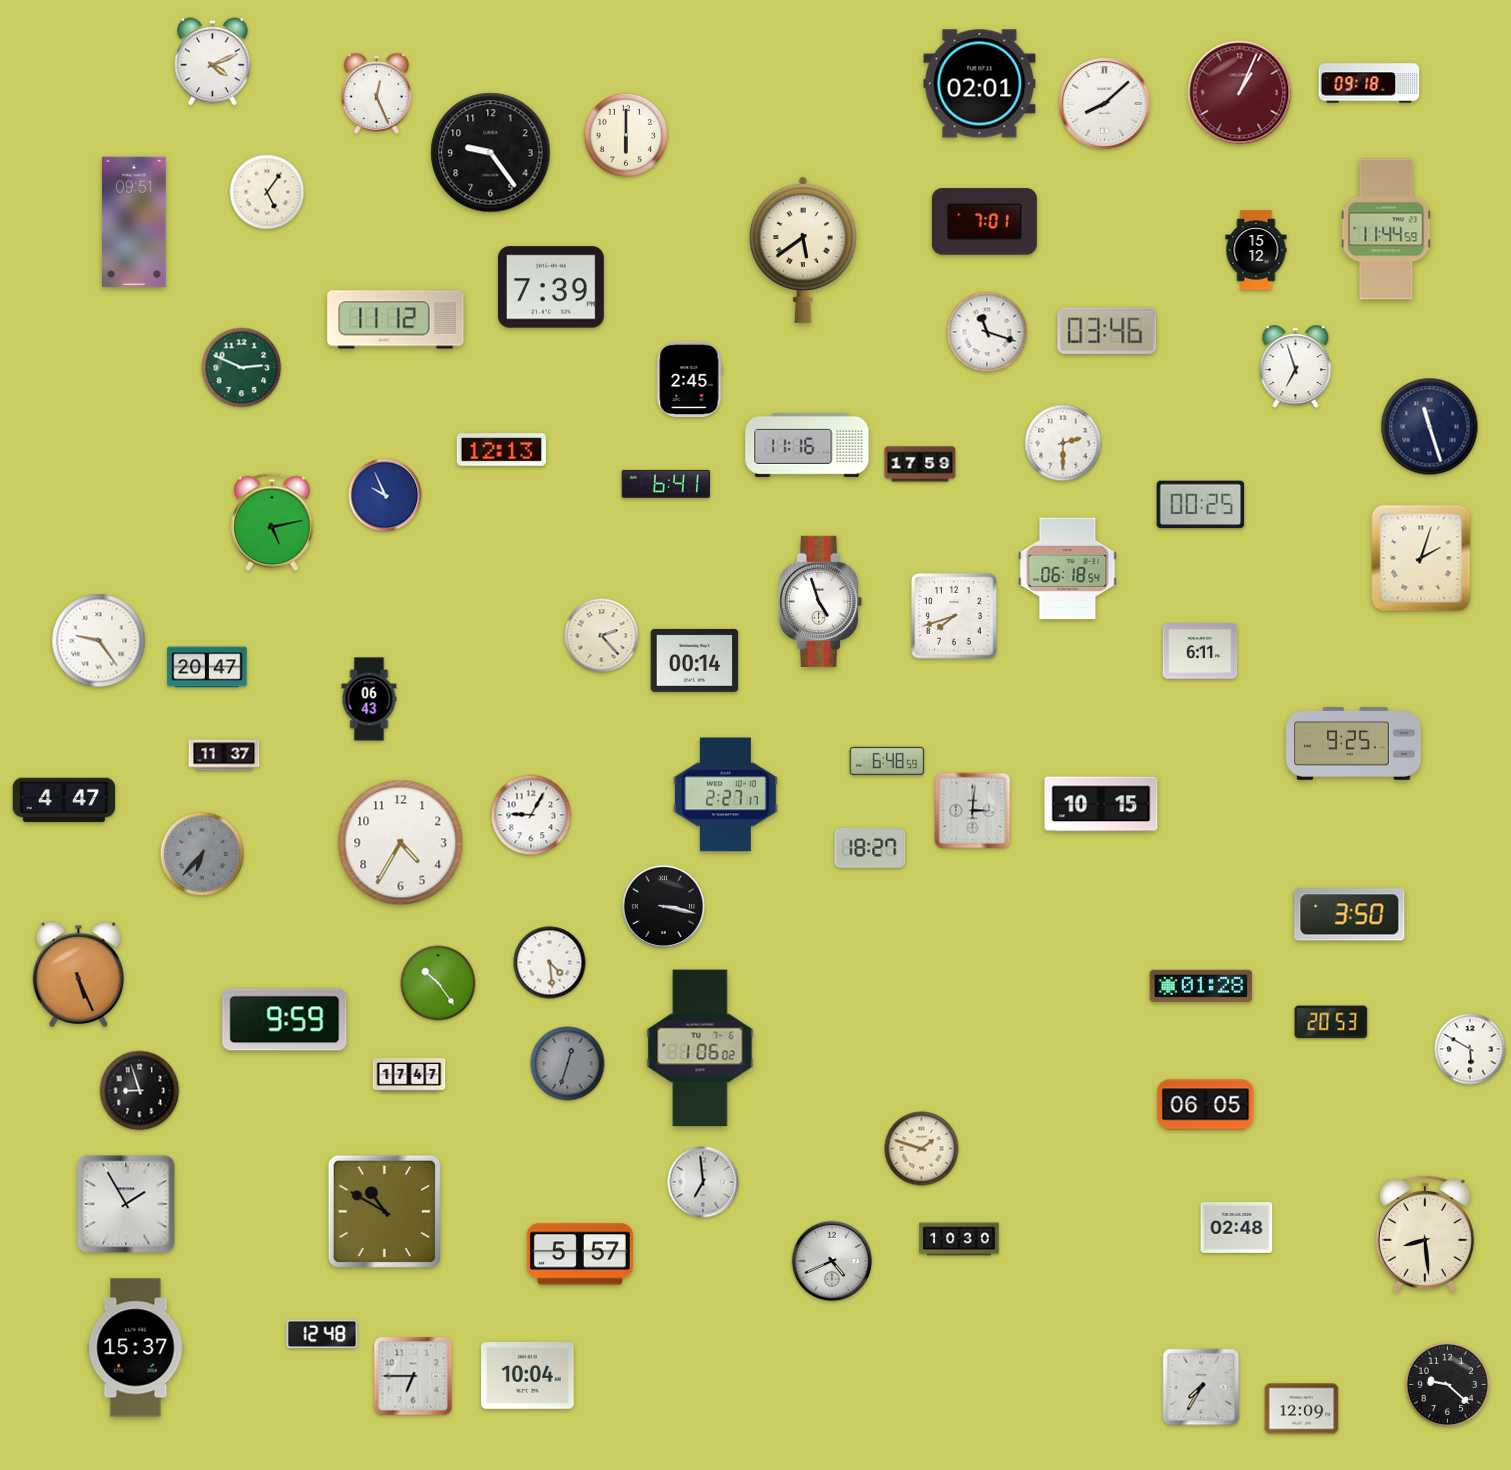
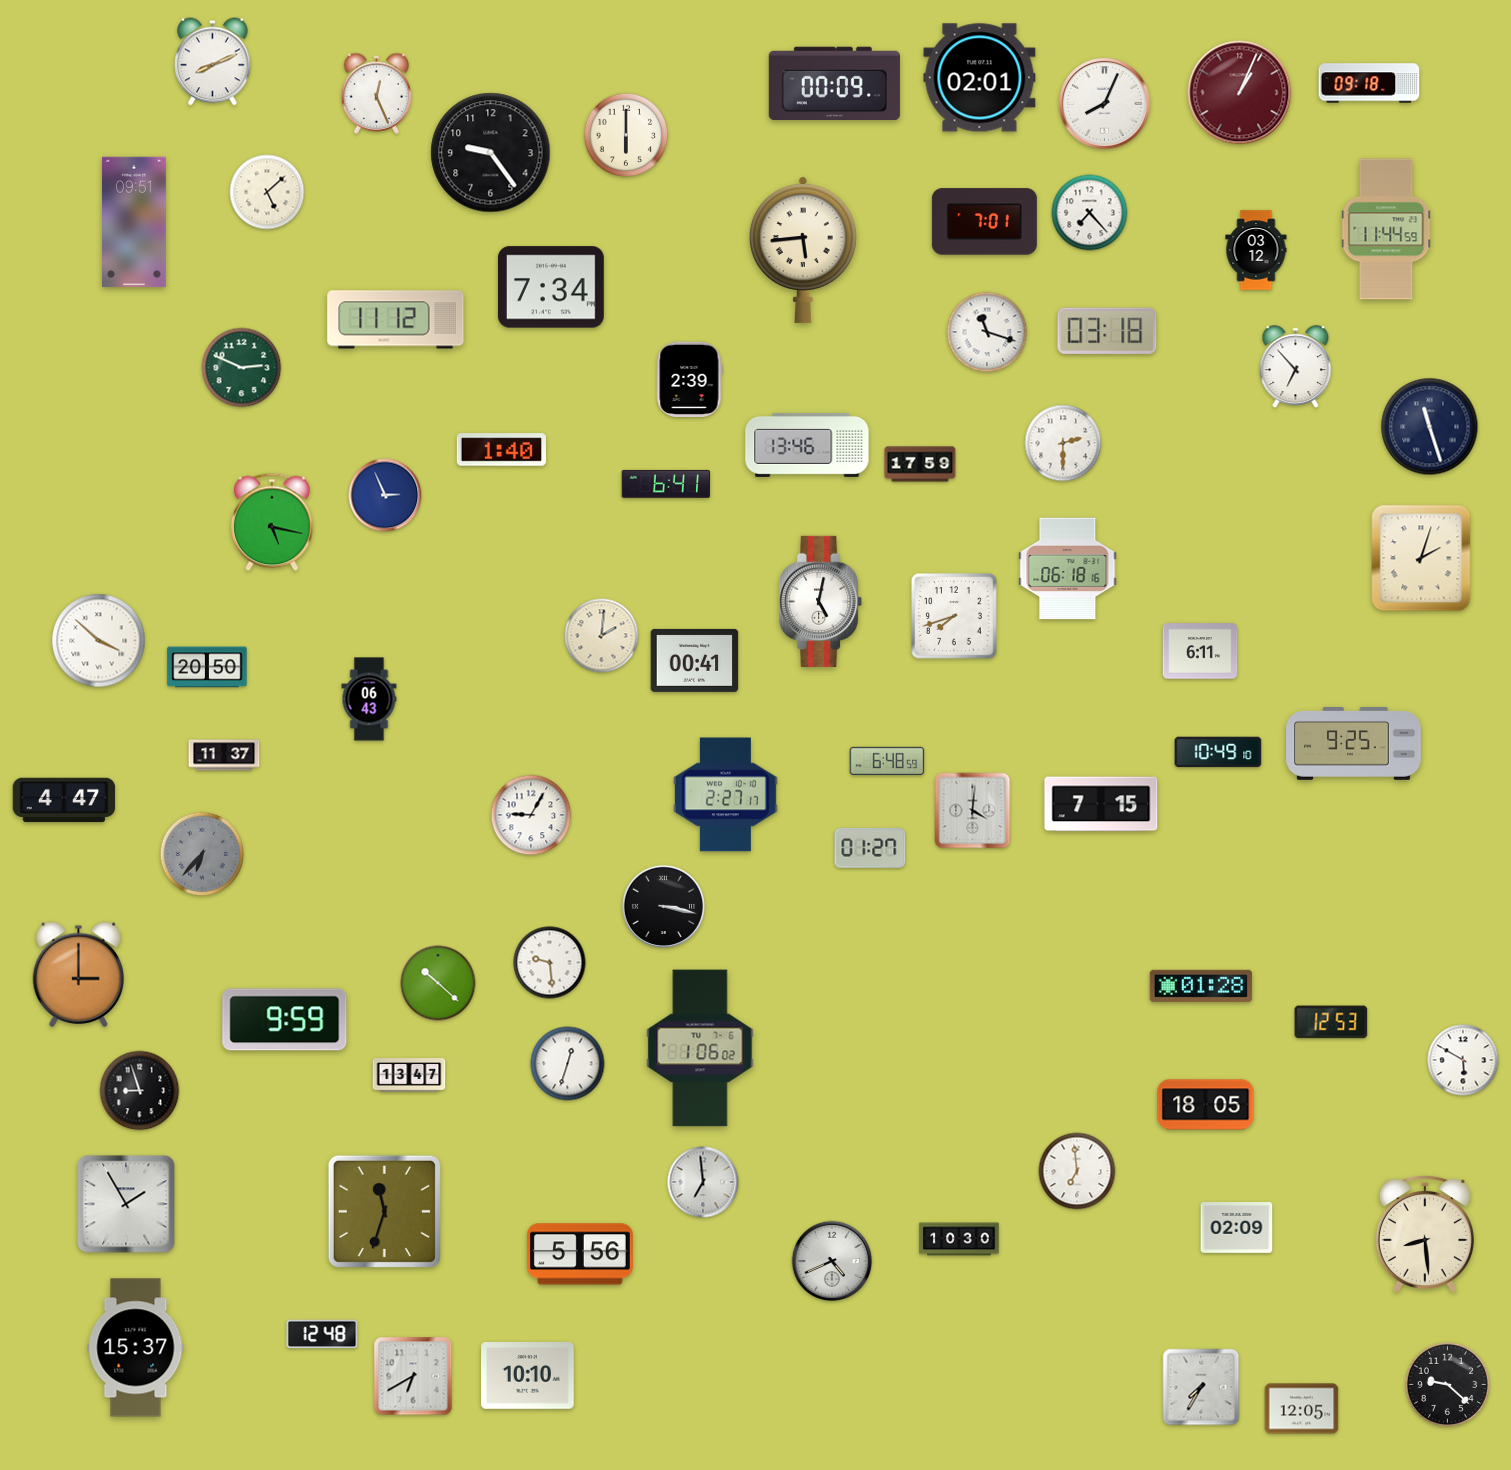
clock at (213, 62): 4:11 -> 8:11
clock at (834, 83): none -> 00:09
clock at (980, 84) position: (980, 84) -> (980, 78)
clock at (1105, 104): 8:08 -> 8:04
clock at (267, 192): 5:06 -> 5:08
clock at (1090, 213): none -> 7:23
clock at (803, 250): 5:39 -> 5:44
clock at (1256, 250): 15:12 -> 03:12
clock at (551, 287): 7:39 -> 7:34
clock at (1107, 331): 03:46 -> 03:18
clock at (1296, 367): 6:57 -> 6:53
clock at (689, 379): 2:45 -> 2:39
clock at (807, 445): 11:16 -> 13:46
clock at (501, 450): 12:13 -> 1:40
clock at (385, 495): 9:56 -> 2:56
clock at (1201, 505): 00:25 -> none
clock at (273, 522): 5:13 -> 5:17
clock at (1068, 569): 06:18:54 -> 06:18:16
clock at (821, 601): 4:57 -> 5:02
clock at (602, 636): 2:23 -> 2:01
clock at (99, 641): 9:24 -> 3:52
clock at (695, 660): 00:14 -> 00:41
clock at (207, 667): 20:47 -> 20:50
clock at (1218, 752): none -> 10:49
clock at (1101, 804): 10:15 -> 7:15
clock at (973, 811): 3:01 -> 4:01
clock at (401, 843): 4:35 -> none
clock at (870, 848): 18:27 -> 01:27
clock at (1350, 915): 3:50 -> none
clock at (550, 963): 4:29 -> 9:29
clock at (78, 974): 5:26 -> 3:00
clock at (438, 983): 10:24 -> 10:22
clock at (1331, 1022): 20:53 -> 12:53
clock at (1470, 1049) position: (1470, 1049) -> (1463, 1060)
clock at (568, 1064) dial: grey -> white
clock at (409, 1075): 17:47 -> 13:47
clock at (1206, 1105): 06:05 -> 18:05
clock at (922, 1149): 1:48 -> none
clock at (1077, 1171): none -> 6:59
clock at (384, 1211): 10:50 -> 11:33
clock at (1237, 1228): 02:48 -> 02:09
clock at (580, 1254): 5:57 -> 5:56
clock at (413, 1376): 6:45 -> 6:40
clock at (528, 1376): 10:04 -> 10:10
clock at (1302, 1409): 12:09 -> 12:05
